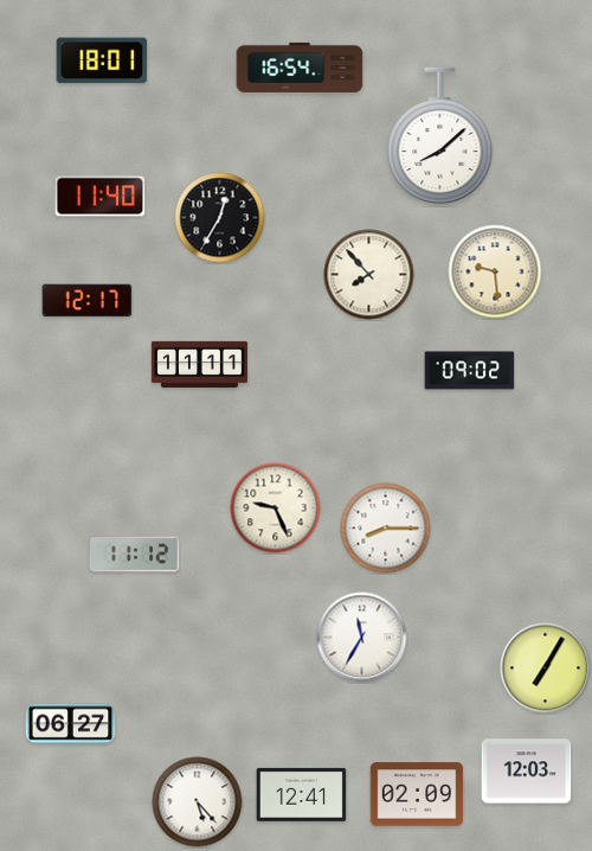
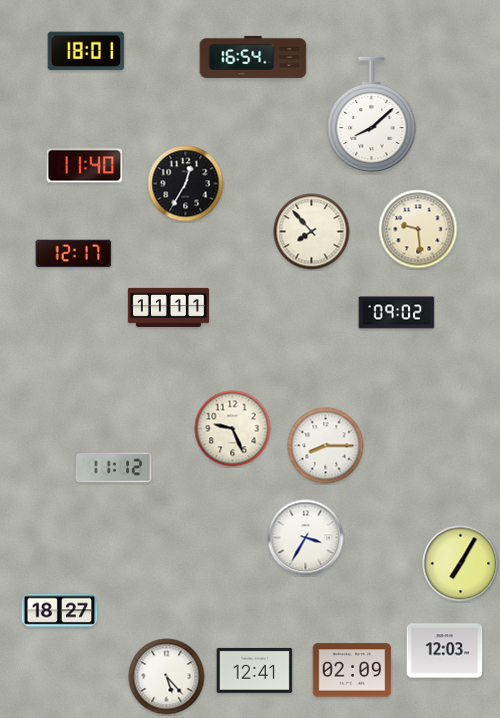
clock at (362, 638): 11:35 -> 3:35
clock at (71, 724): 06:27 -> 18:27
